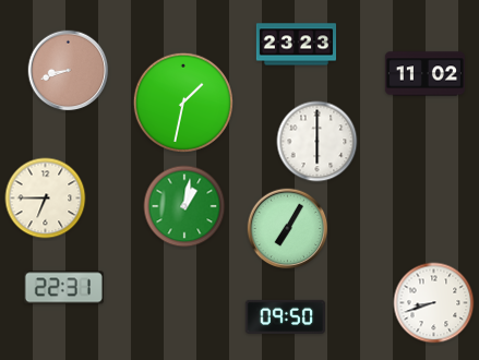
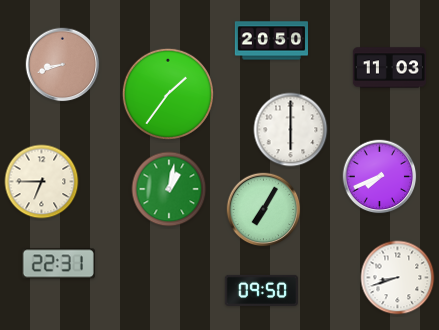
clock at (296, 45): 23:23 -> 20:50
clock at (424, 74): 11:02 -> 11:03
clock at (183, 103): 1:32 -> 1:36
clock at (380, 177): none -> 7:41
